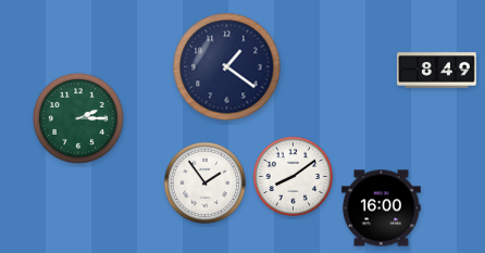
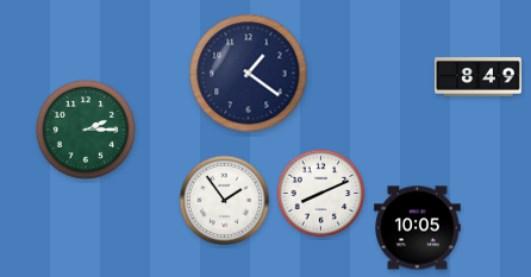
clock at (294, 177): 8:09 -> 8:11
clock at (382, 208): 16:00 -> 10:05
